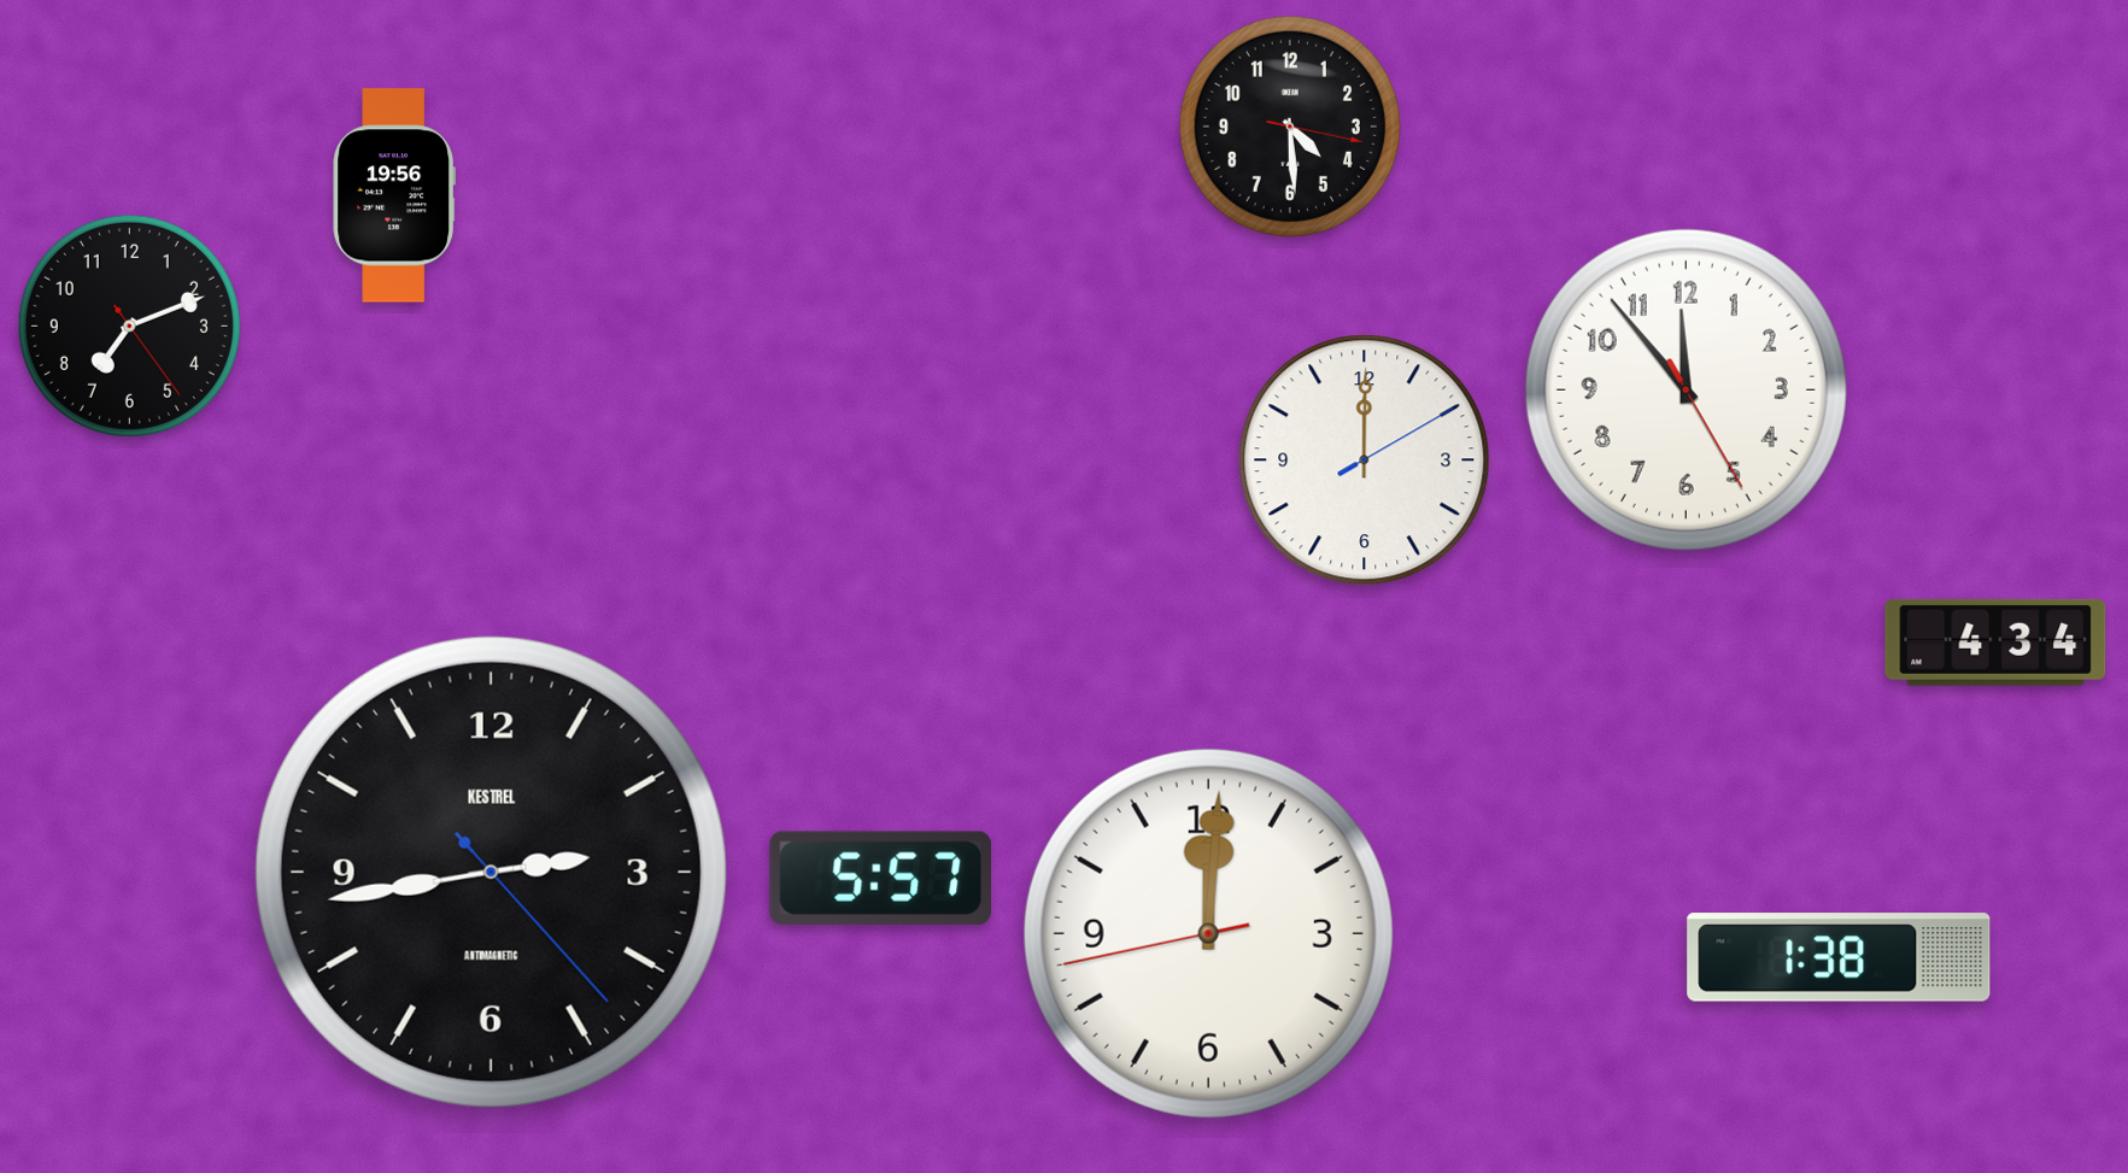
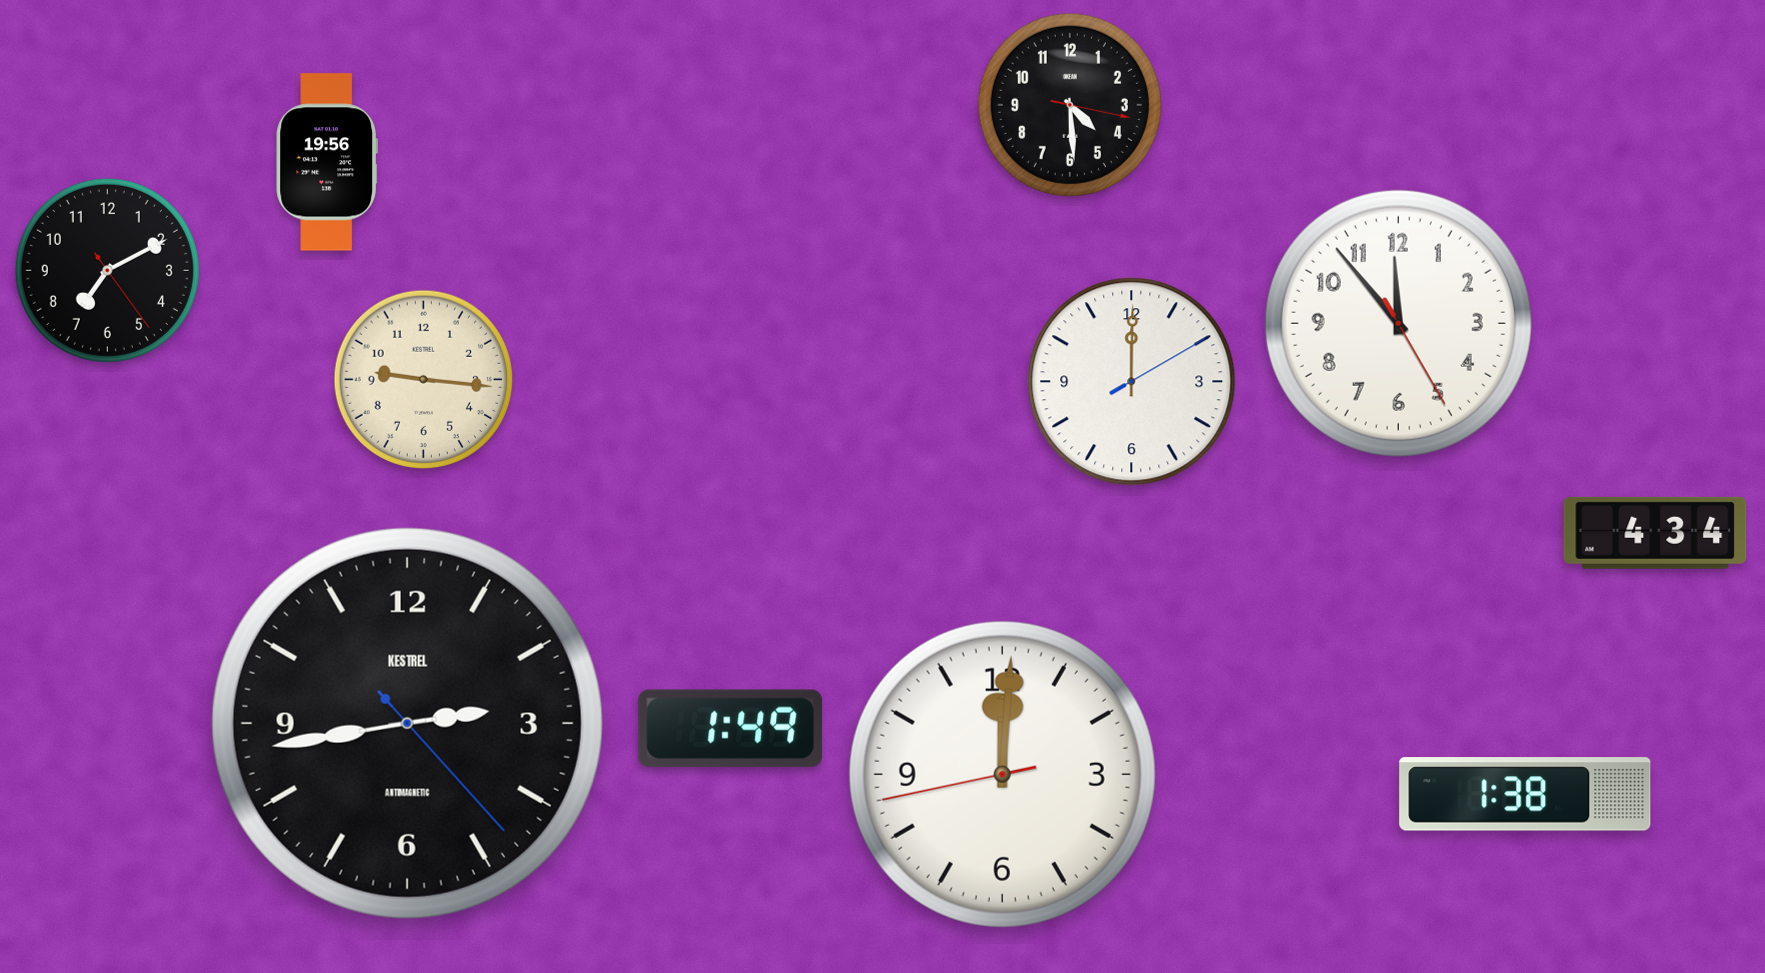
clock at (129, 325): 7:11 -> 7:10
clock at (423, 379): none -> 9:16
clock at (880, 878): 5:57 -> 1:49
